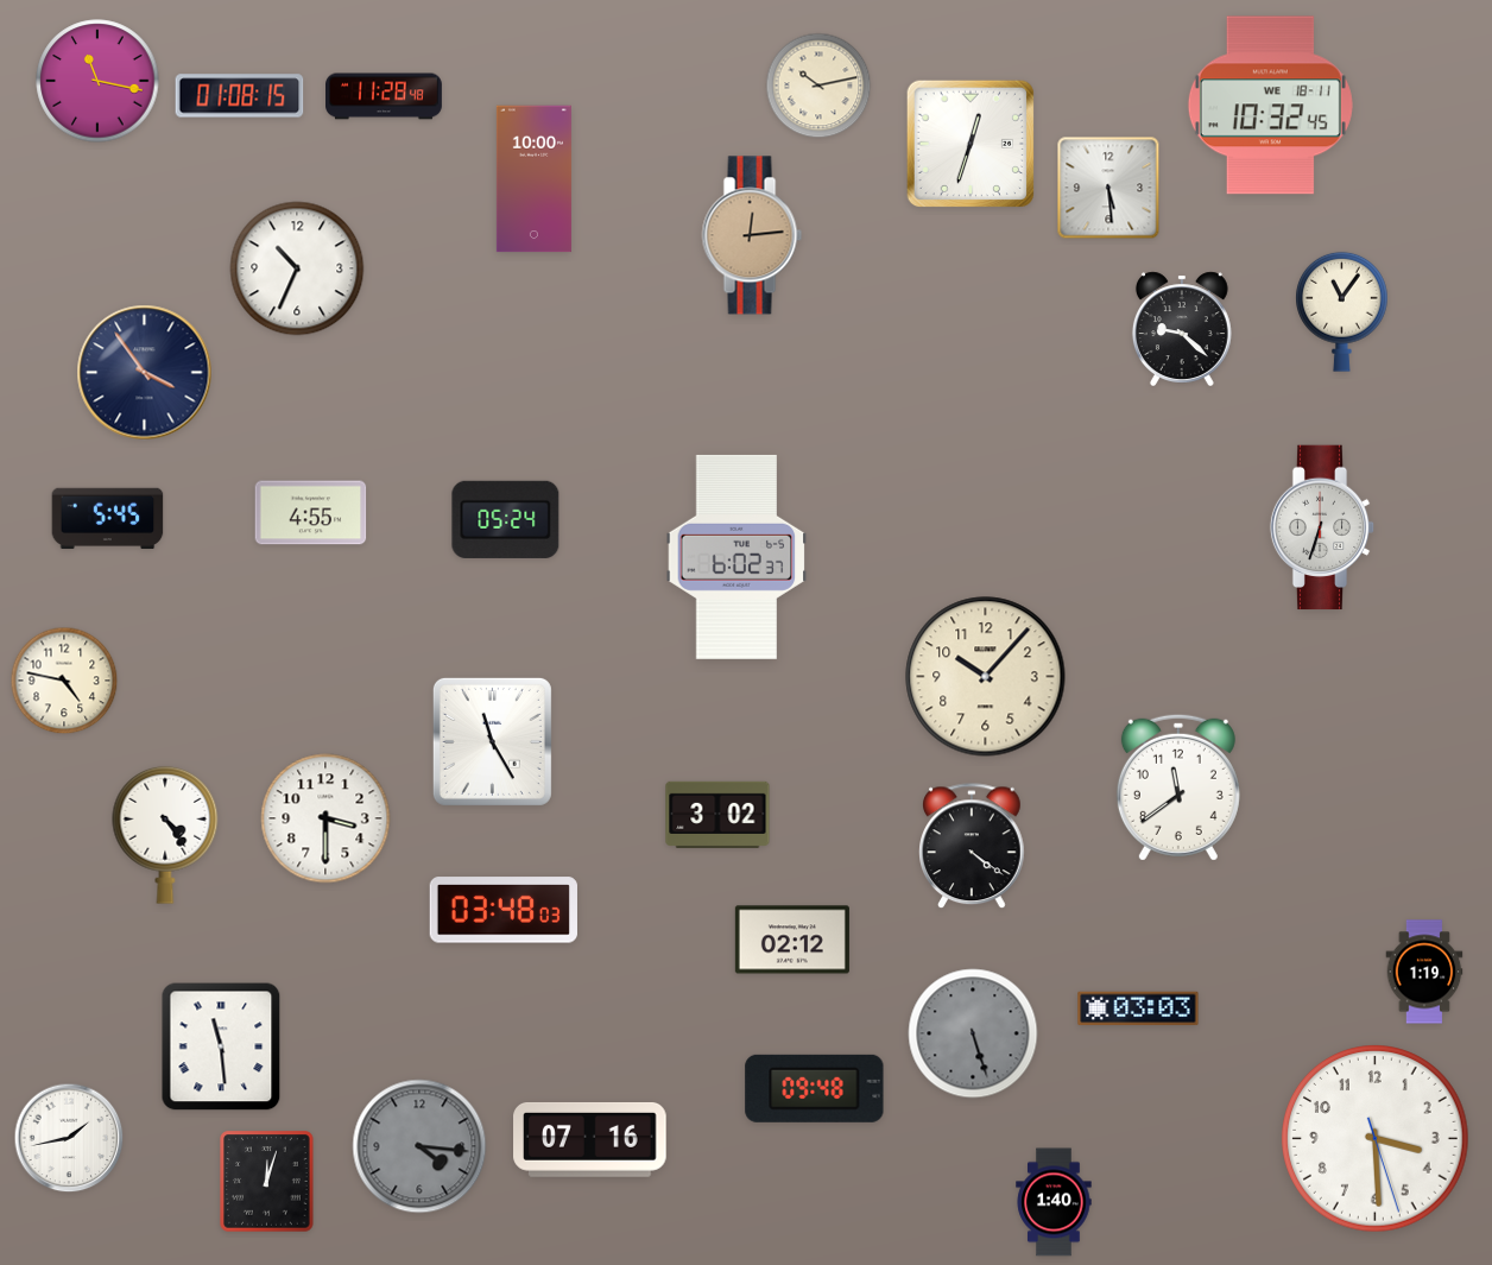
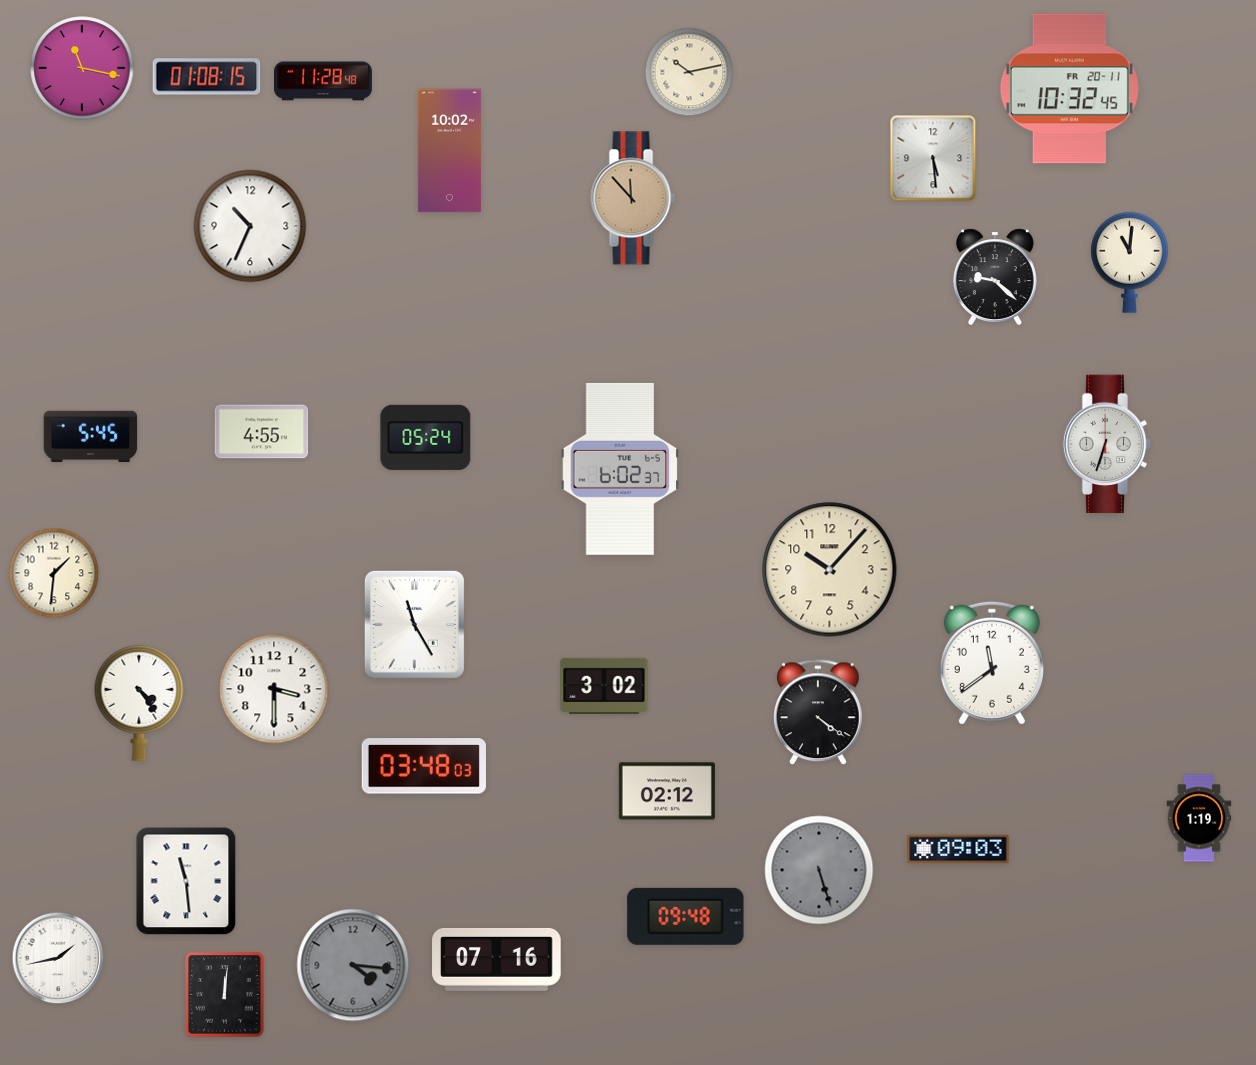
clock at (240, 96) position: (240, 96) -> (207, 77)
clock at (1270, 106) date: WE 18-11 -> FR 20-11
clock at (971, 144): 12:33 -> none
clock at (533, 179): 10:00 -> 10:02
clock at (752, 235): 12:14 -> 11:53
clock at (1342, 311): 11:06 -> 11:01
clock at (145, 373): 3:54 -> none
clock at (1322, 527) position: (1322, 527) -> (1107, 444)
clock at (64, 681): 4:47 -> 1:31
clock at (1138, 1008): 03:03 -> 09:03
clock at (1376, 1139): 3:29 -> none
clock at (267, 1182): 12:03 -> 12:01
clock at (1054, 1202): 1:40 -> none
